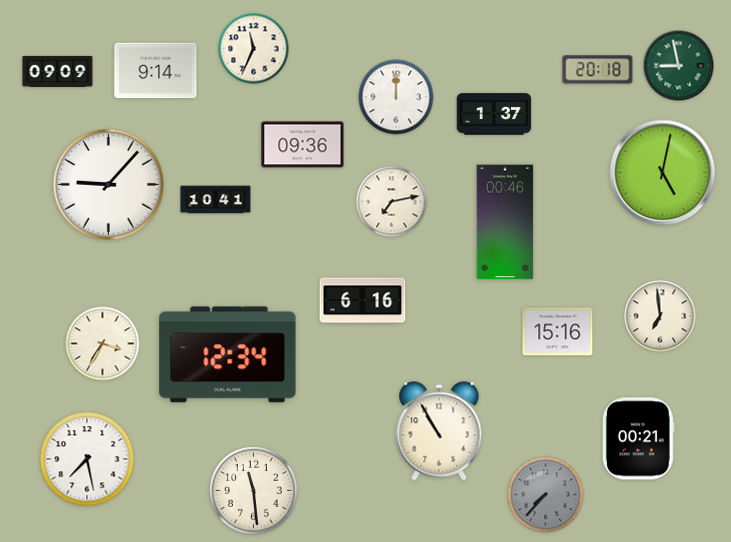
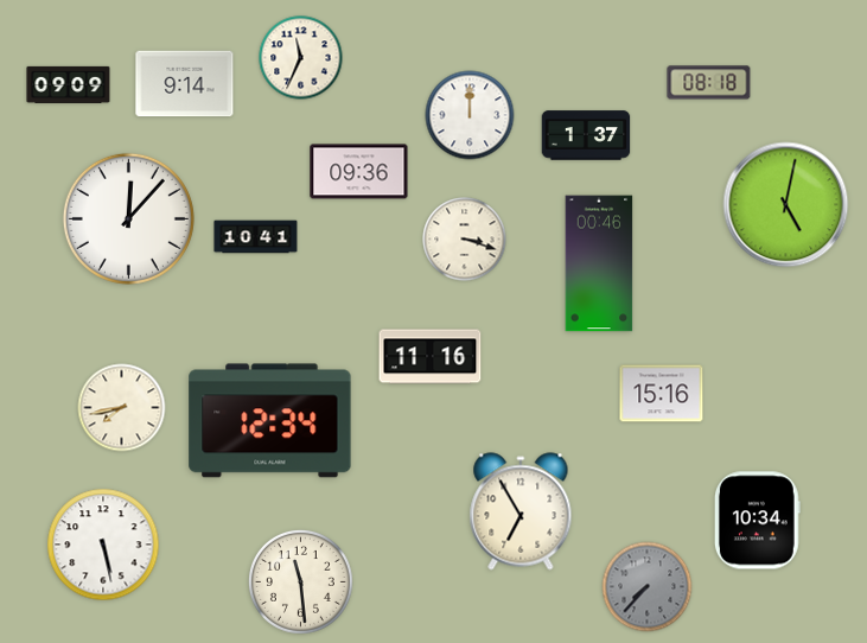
clock at (679, 66): 8:58 -> none
clock at (598, 70): 20:18 -> 08:18
clock at (108, 184): 9:07 -> 12:07
clock at (392, 202): 7:13 -> 3:18
clock at (363, 301): 6:16 -> 11:16
clock at (660, 316): 6:59 -> none
clock at (103, 344): 3:35 -> 7:43
clock at (439, 431): 10:55 -> 6:55
clock at (638, 439): 00:21 -> 10:34
clock at (87, 459): 7:28 -> 5:28
